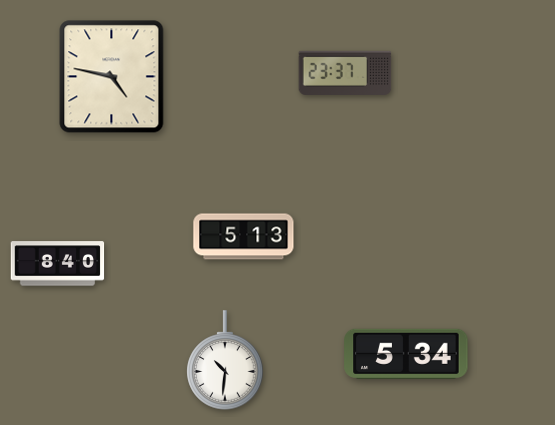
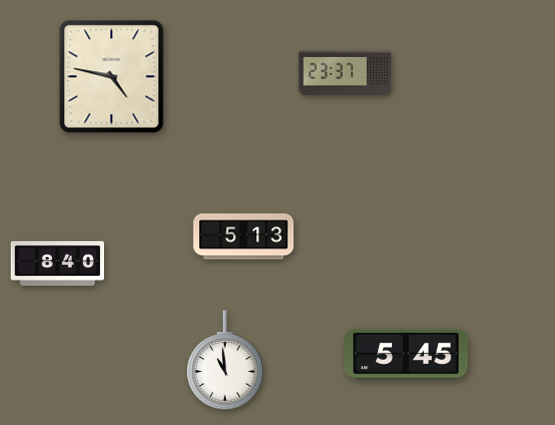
clock at (406, 354): 5:34 -> 5:45
clock at (225, 360): 10:31 -> 10:59
